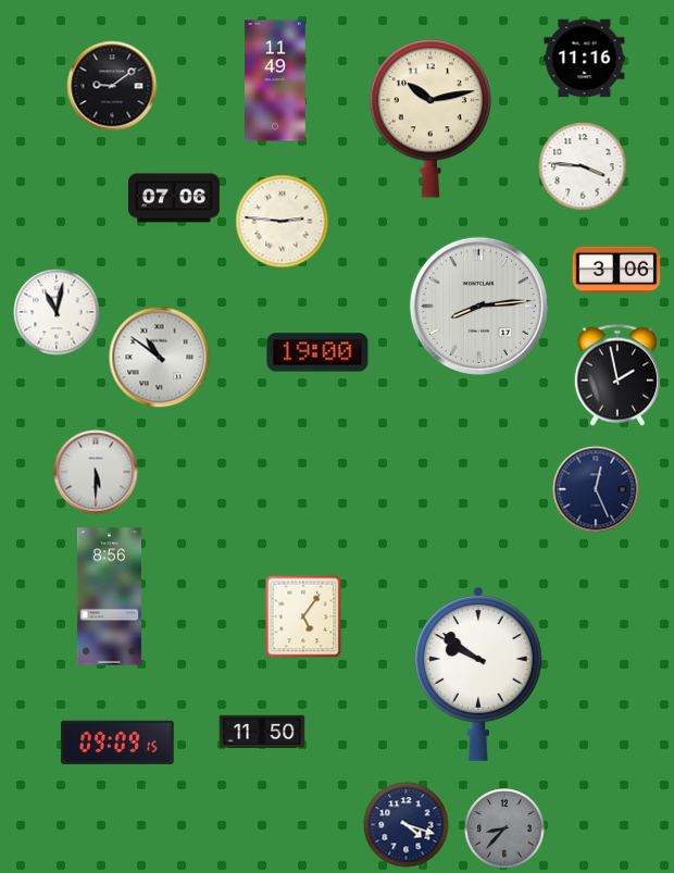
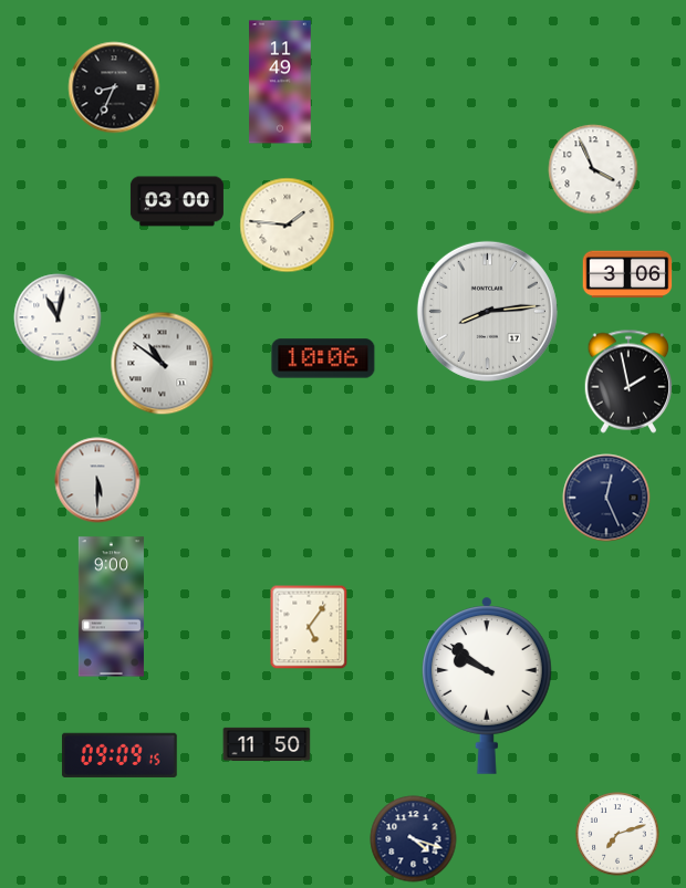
clock at (585, 59): 11:16 -> none
clock at (112, 86): 9:09 -> 8:34
clock at (429, 119): 10:13 -> none
clock at (583, 166): 3:46 -> 3:56
clock at (174, 198): 07:06 -> 03:00
clock at (283, 222): 2:46 -> 1:46
clock at (317, 352): 19:00 -> 10:06
clock at (109, 597): 8:56 -> 9:00
clock at (617, 834): none -> 7:12
clock at (504, 828): 8:37 -> none
